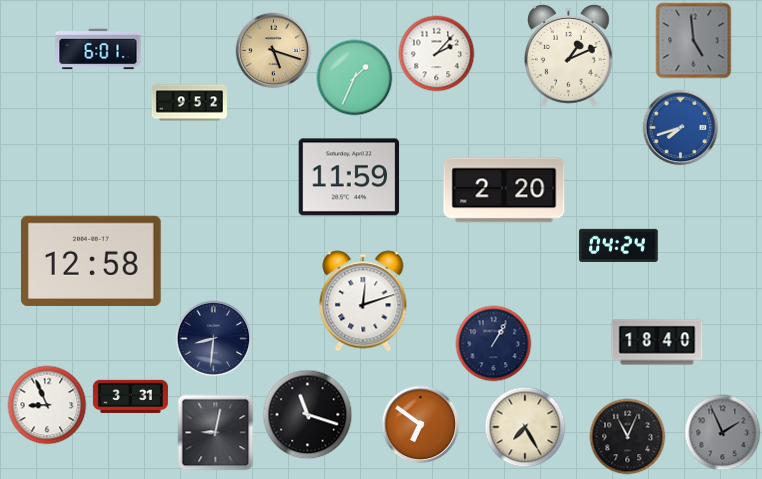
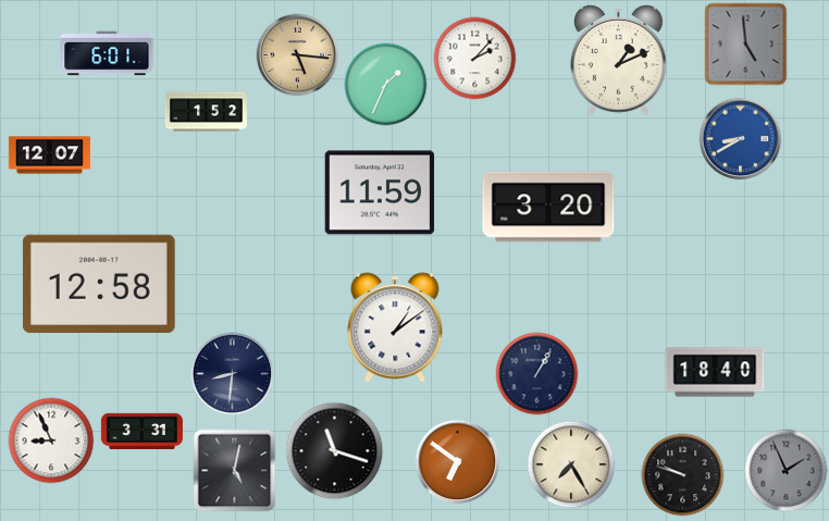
clock at (694, 41) position: (694, 41) -> (746, 45)
clock at (274, 51): 5:18 -> 5:16
clock at (189, 103): 9:52 -> 1:52
clock at (681, 128): 7:42 -> 8:40
clock at (49, 156): none -> 12:07
clock at (504, 190): 2:20 -> 3:20
clock at (619, 245): 04:24 -> none
clock at (363, 301): 12:12 -> 1:09
clock at (214, 339) position: (214, 339) -> (233, 374)
clock at (216, 433): 9:02 -> 5:02
clock at (628, 437): 11:04 -> 9:48
